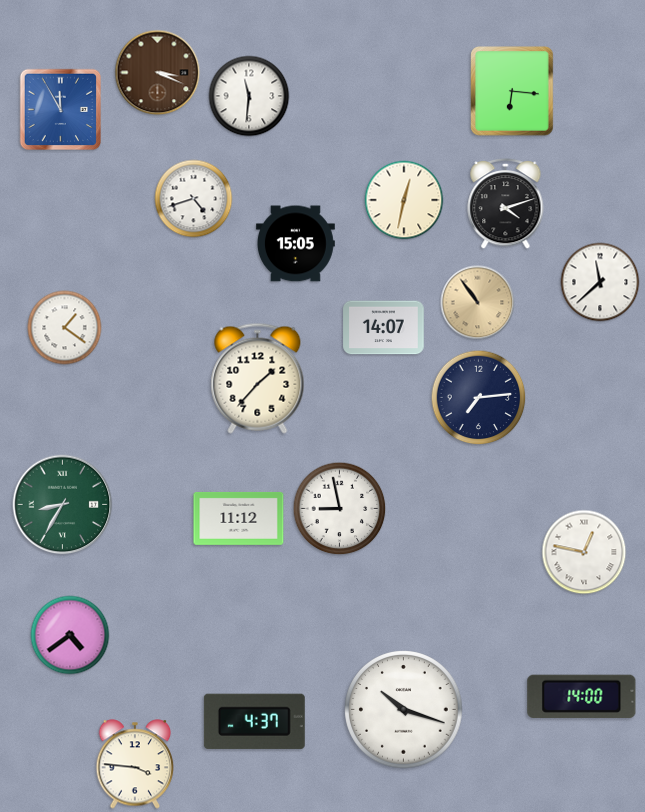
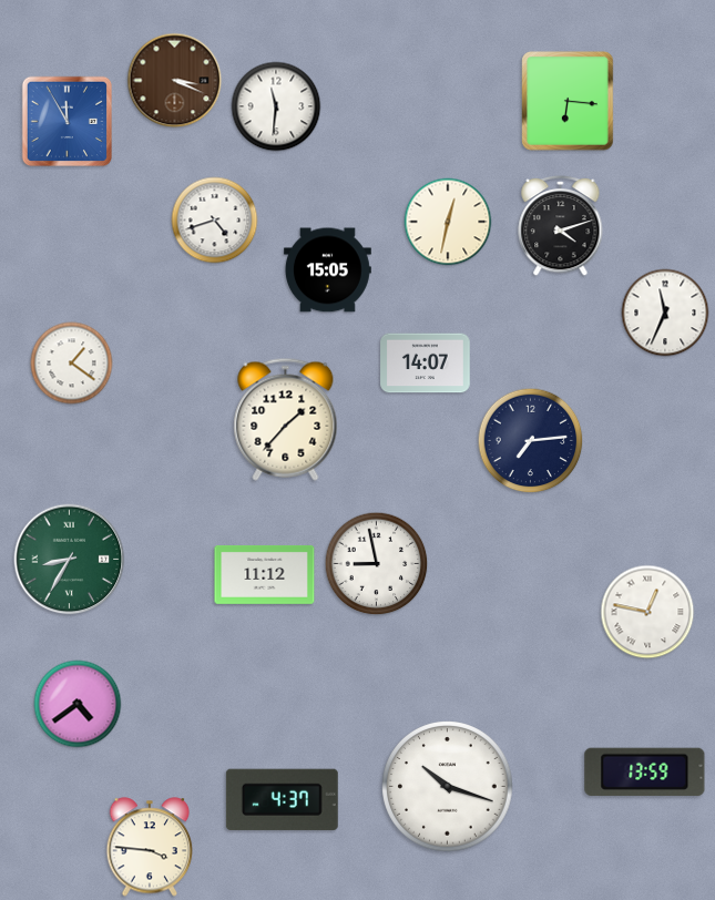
clock at (600, 282): 11:38 -> 11:34
clock at (478, 303): 10:54 -> none
clock at (582, 696): 14:00 -> 13:59
